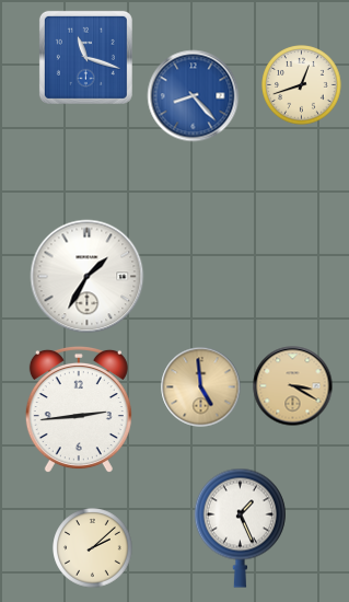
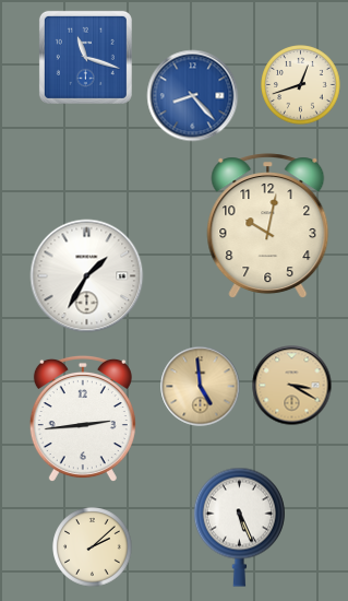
clock at (268, 226): none -> 10:02
clock at (79, 409) position: (79, 409) -> (83, 419)
clock at (240, 528): 1:26 -> 5:26
